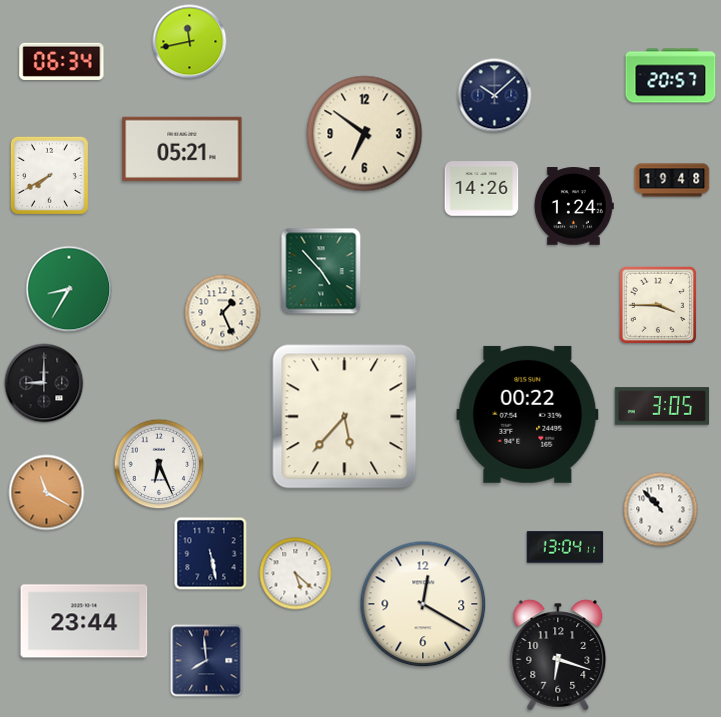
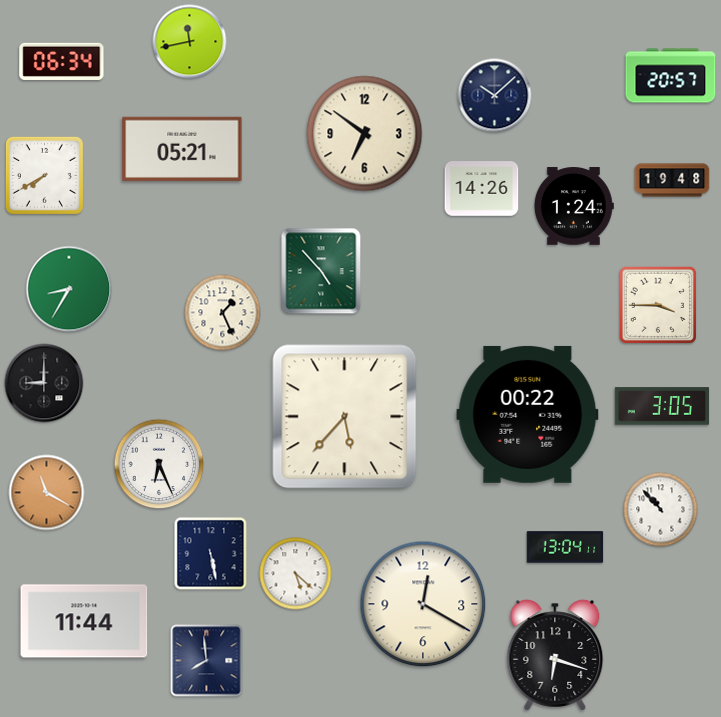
clock at (49, 175) position: (49, 175) -> (44, 175)
clock at (84, 621): 23:44 -> 11:44
clock at (558, 655) position: (558, 655) -> (555, 655)
